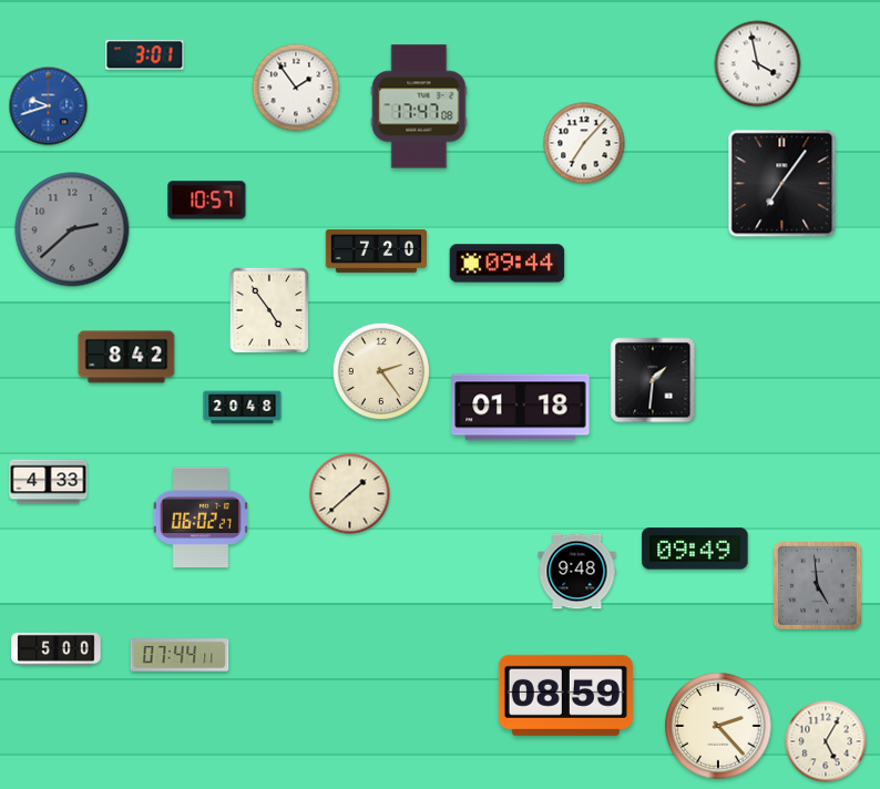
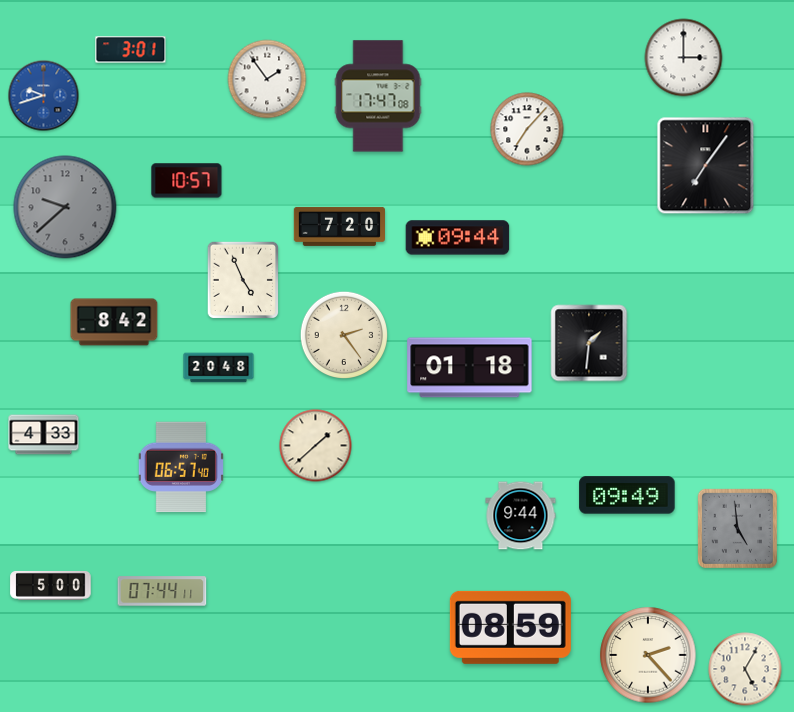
clock at (758, 64): 3:58 -> 3:00
clock at (72, 229): 2:38 -> 9:38
clock at (269, 310): 4:54 -> 4:56
clock at (201, 518): 06:02 -> 06:57
clock at (577, 572): 9:48 -> 9:44
